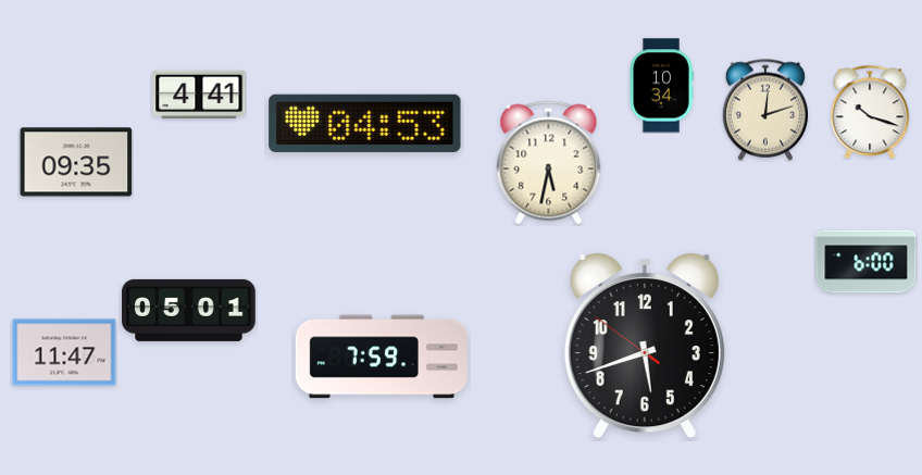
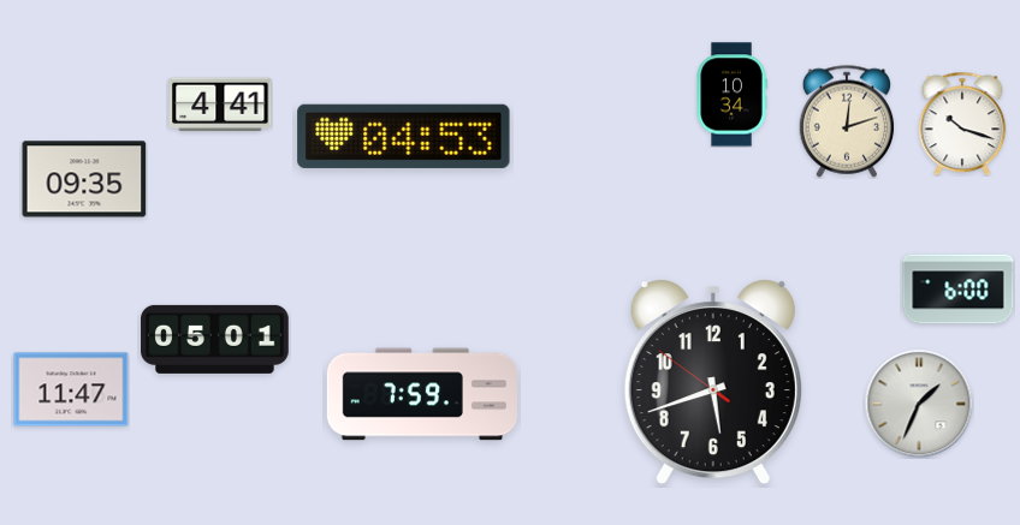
clock at (549, 163): 5:32 -> none
clock at (189, 310) position: (189, 310) -> (215, 339)
clock at (919, 404): none -> 1:34
